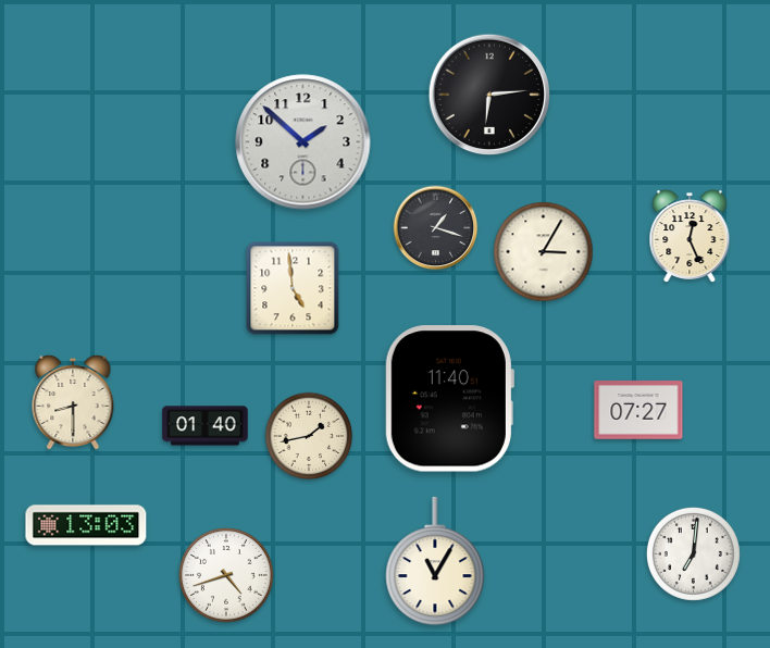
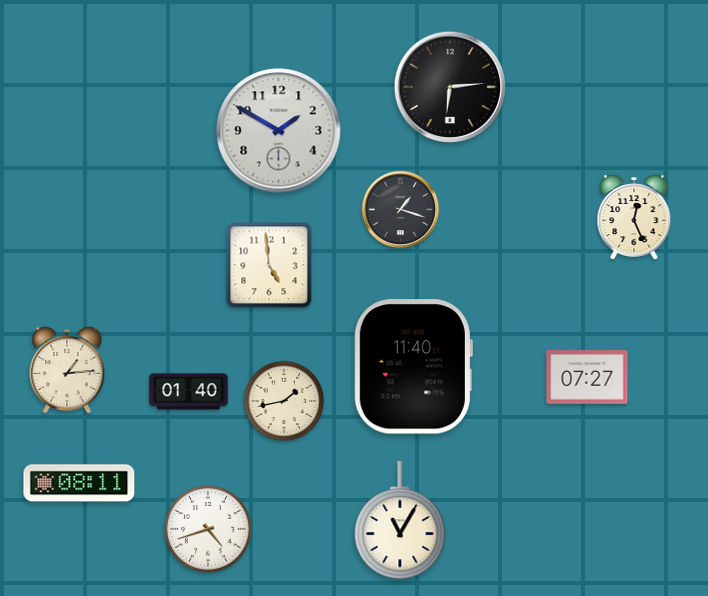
clock at (303, 142): 1:52 -> 1:50
clock at (544, 252): 3:05 -> none
clock at (73, 402): 8:30 -> 1:14
clock at (86, 525): 13:03 -> 08:11
clock at (693, 553): 7:01 -> none
clock at (435, 561) position: (435, 561) -> (400, 520)
